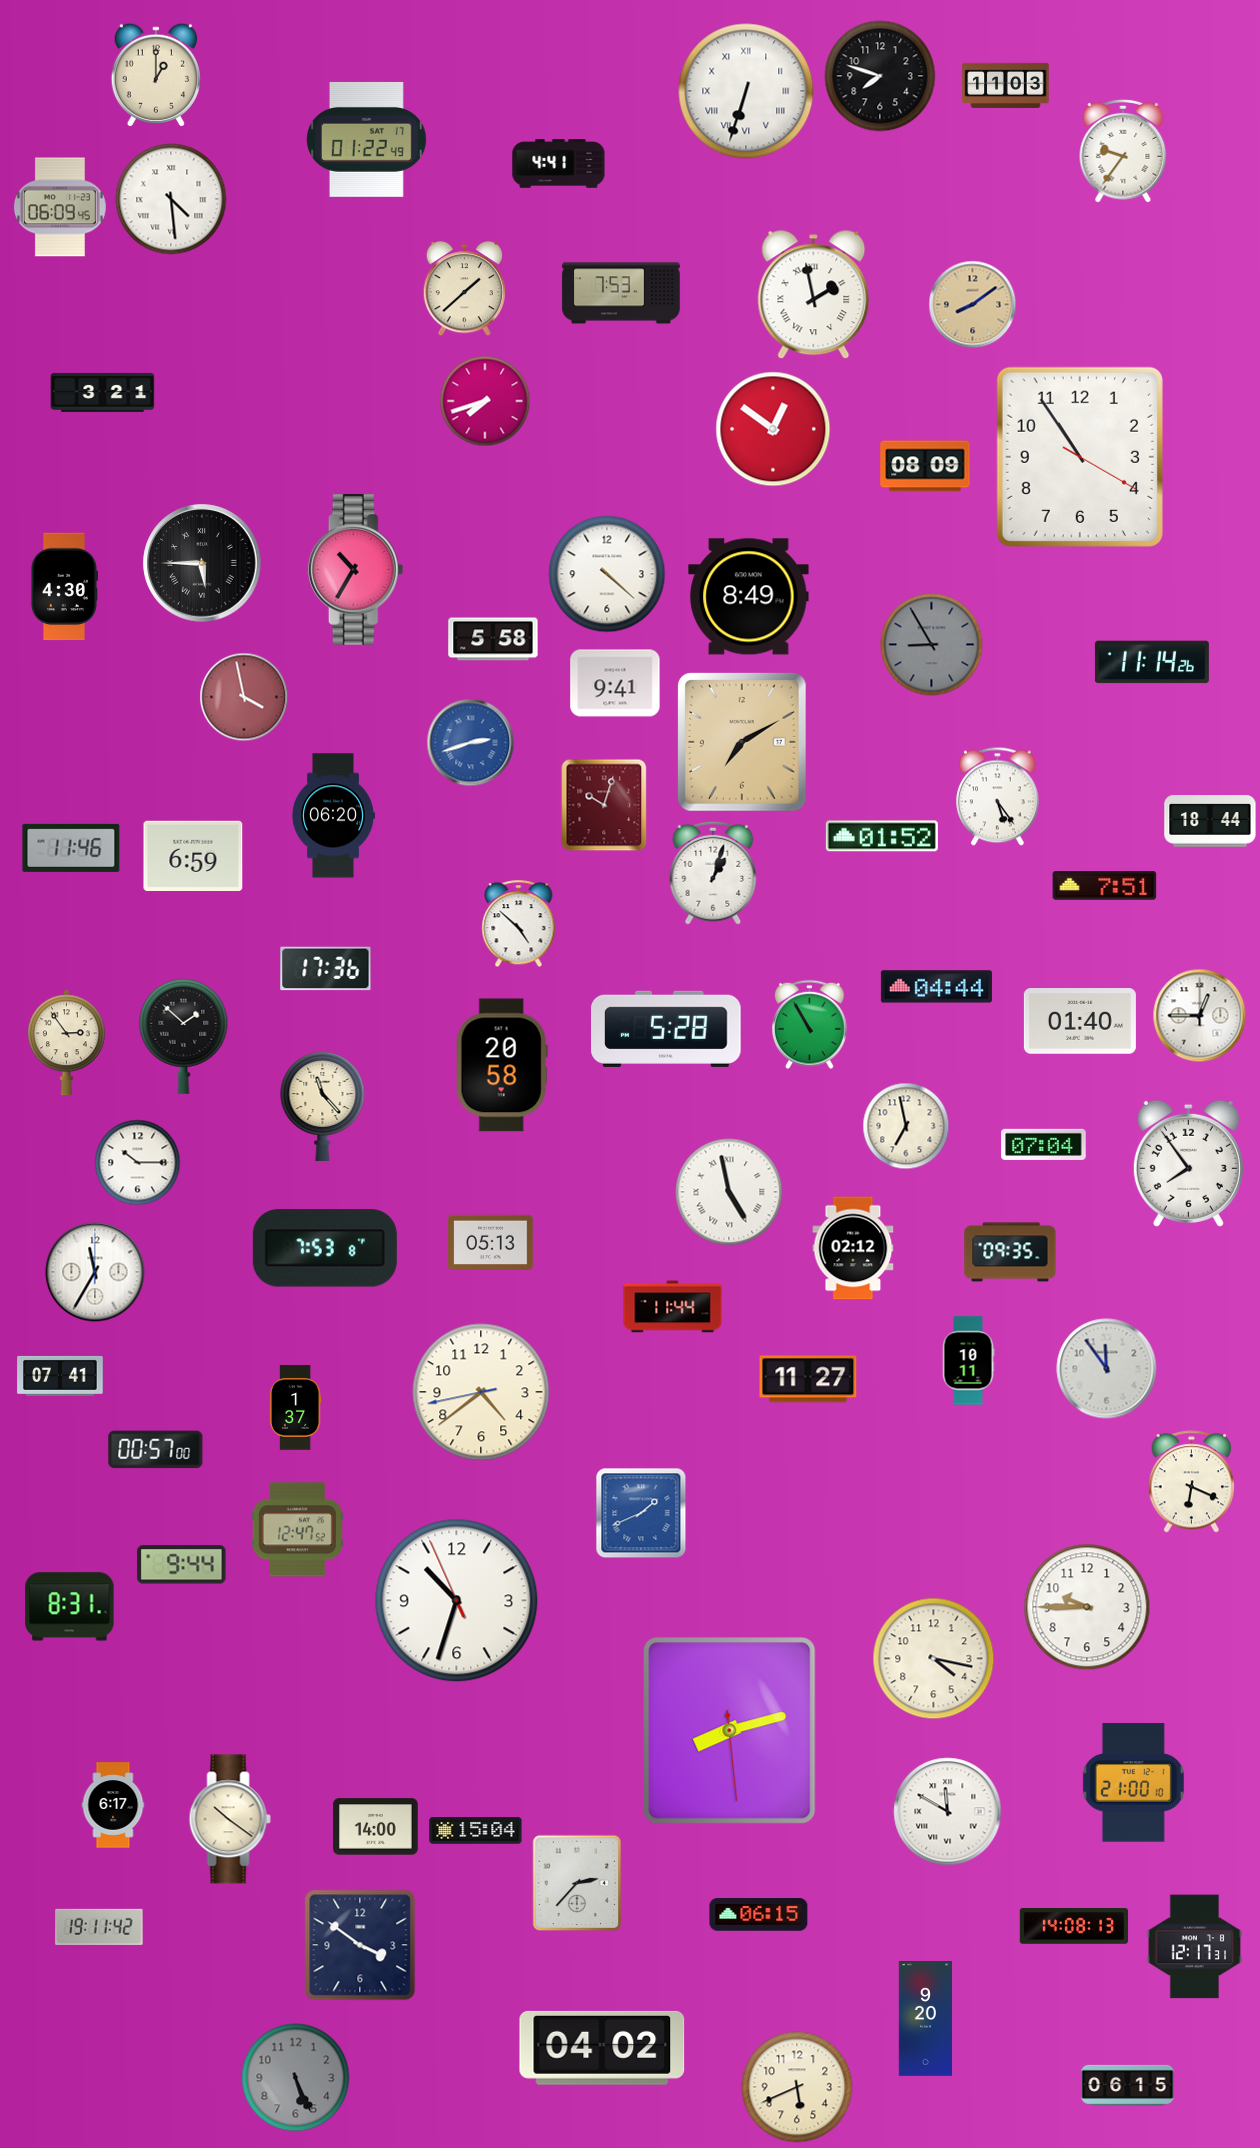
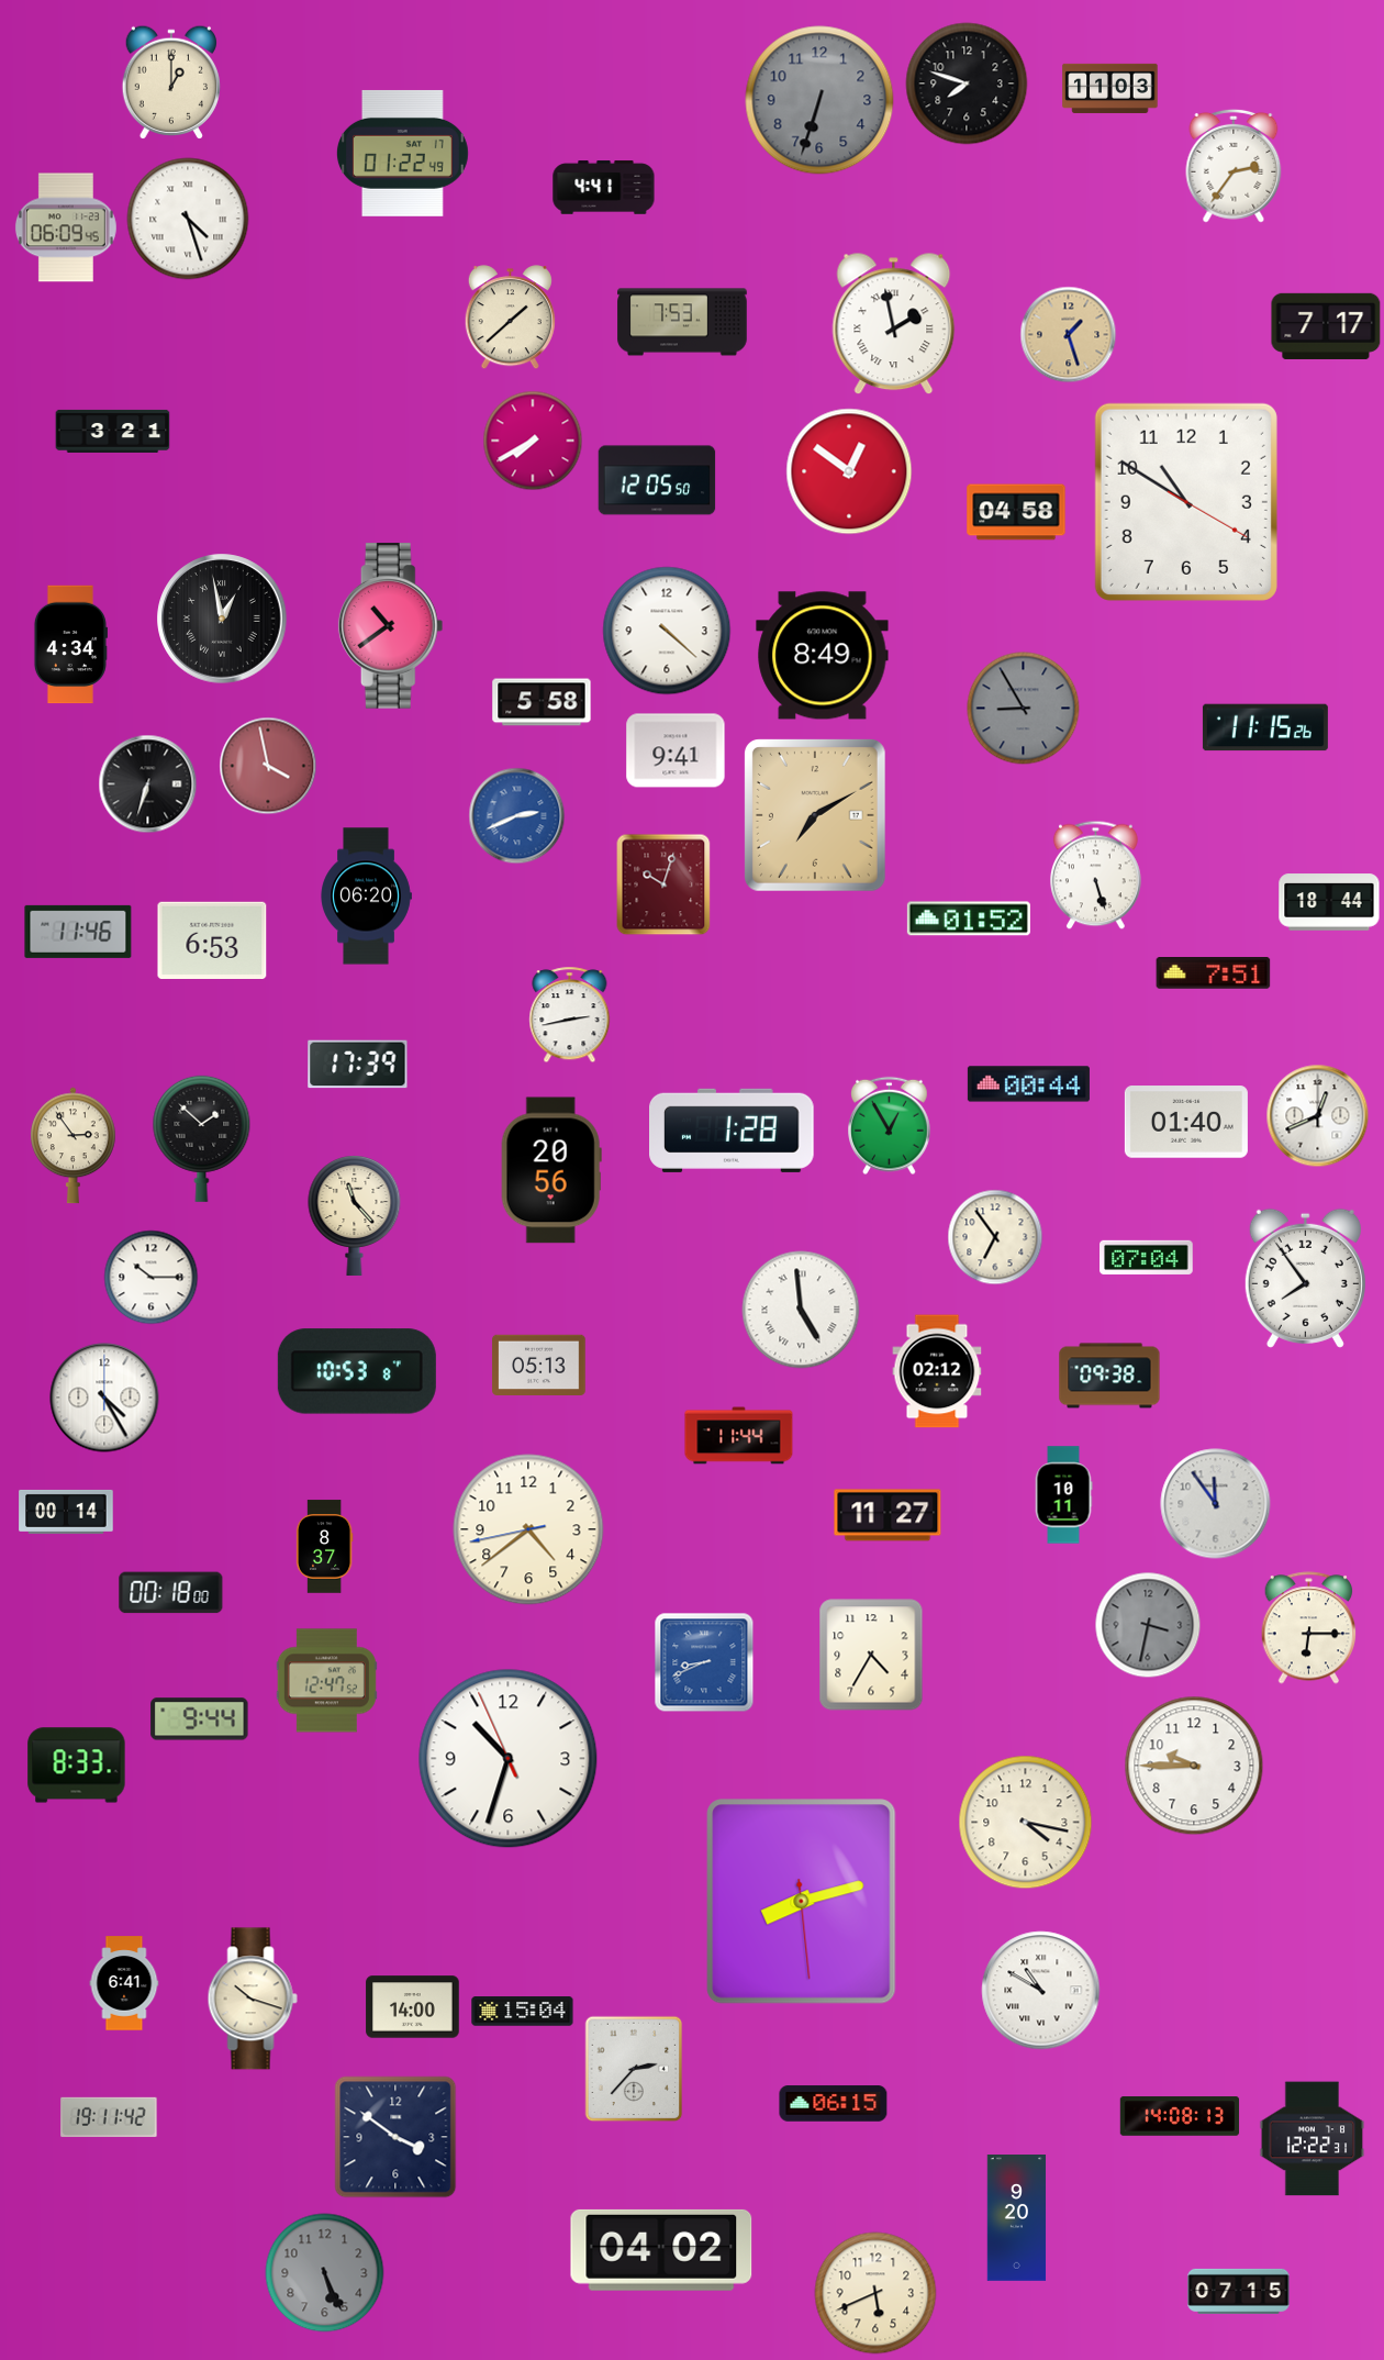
clock at (1006, 85) position: (1006, 85) -> (1110, 88)
clock at (746, 91) dial: white -> grey
clock at (746, 91) numerals: Roman -> Arabic
clock at (1123, 151): 9:36 -> 2:36
clock at (559, 164) position: (559, 164) -> (604, 188)
clock at (171, 199): 4:29 -> 4:27
clock at (1326, 326): none -> 7:17
clock at (973, 305): 8:09 -> 1:27
clock at (485, 401): 7:42 -> 7:40
clock at (657, 480): none -> 12:05
clock at (1080, 457): 10:54 -> 10:50
clock at (925, 466): 08:09 -> 04:58
clock at (202, 563): 5:45 -> 12:58
clock at (356, 570): 10:35 -> 10:39
clock at (64, 587): 4:30 -> 4:34
clock at (1152, 662): 11:14 -> 11:15
clock at (148, 784): none -> 6:33
clock at (471, 743): 2:42 -> 2:41
clock at (998, 797): 5:24 -> 5:27
clock at (193, 855): 6:59 -> 6:53
clock at (713, 873): 1:03 -> none
clock at (519, 924): 4:52 -> 2:43
clock at (326, 969): 17:36 -> 17:39
clock at (936, 987): 04:44 -> 00:44
clock at (1200, 1016): 12:45 -> 12:41
clock at (810, 1025): 10:55 -> 12:55
clock at (667, 1029): 5:28 -> 1:28
clock at (502, 1065): 20:58 -> 20:56
clock at (906, 1126): 6:58 -> 6:54
clock at (729, 1192): 4:58 -> 4:59
clock at (325, 1248): 7:53 -> 10:53
clock at (1010, 1252): 09:35 -> 09:38
clock at (95, 1272): 11:35 -> 4:25
clock at (60, 1376): 07:41 -> 00:14
clock at (295, 1408): 1:37 -> 8:37
clock at (156, 1450): 00:57 -> 00:18
clock at (1148, 1625): none -> 3:32
clock at (1192, 1482): 6:19 -> 6:15
clock at (871, 1655): none -> 4:35
clock at (641, 1513): 1:41 -> 8:41
clock at (457, 1601) position: (457, 1601) -> (509, 1759)
clock at (70, 1607): 8:31 -> 8:33
clock at (1133, 1783): 21:00 -> none
clock at (113, 1805): 6:17 -> 6:41
clock at (948, 1812): 11:50 -> 10:50
clock at (230, 1819): 10:21 -> 10:18
clock at (1195, 1947): 12:17 -> 12:22
clock at (296, 2078) position: (296, 2078) -> (325, 2273)
clock at (1128, 2085): 06:15 -> 07:15
